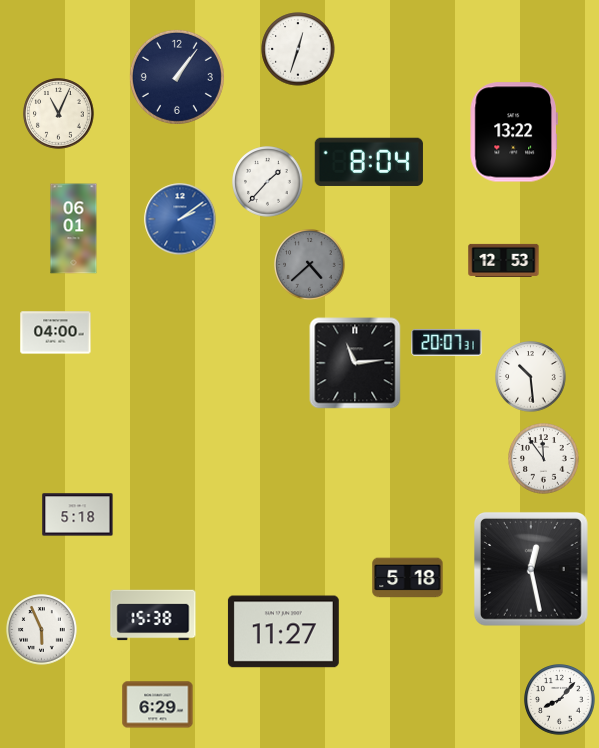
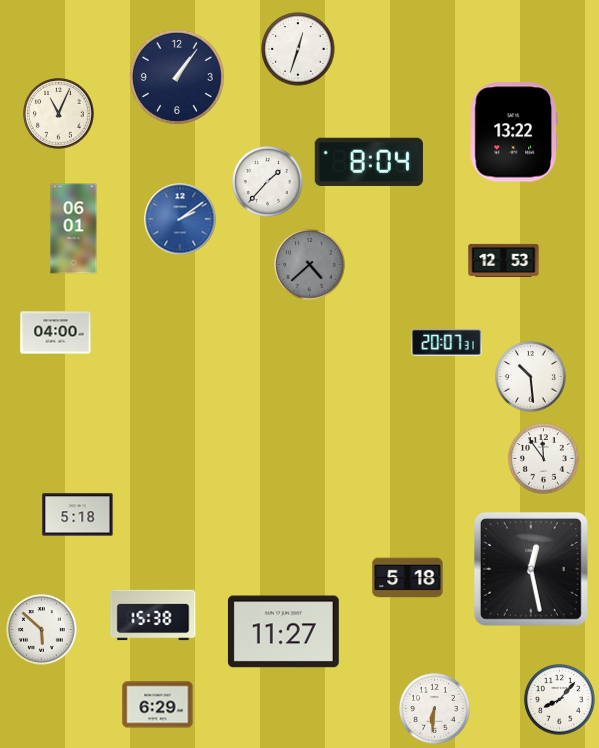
clock at (355, 363): 11:14 -> none
clock at (42, 630): 5:56 -> 5:52
clock at (435, 709): none -> 6:31
